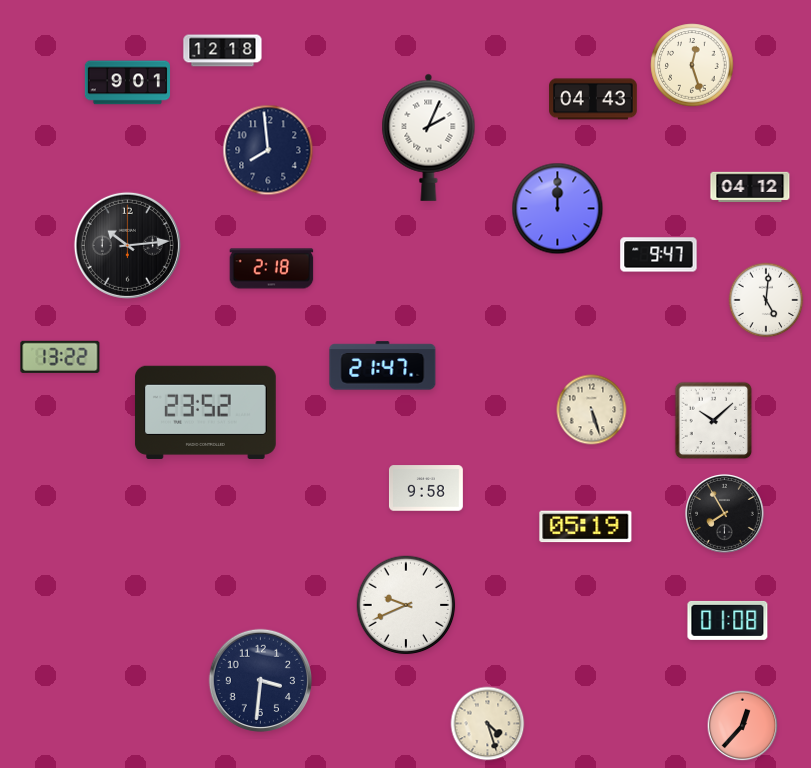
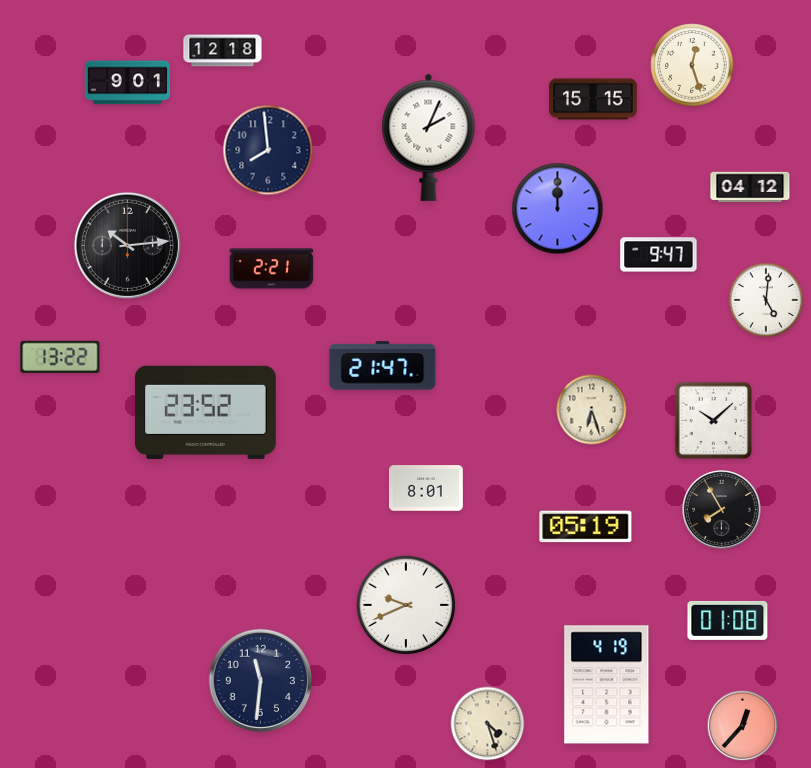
clock at (593, 99): 04:43 -> 15:15
clock at (272, 269): 2:18 -> 2:21
clock at (592, 410): 5:27 -> 6:27
clock at (426, 488): 9:58 -> 8:01
clock at (725, 514) position: (725, 514) -> (722, 510)
clock at (260, 680): 3:31 -> 11:31
clock at (607, 685): none -> 4:19
